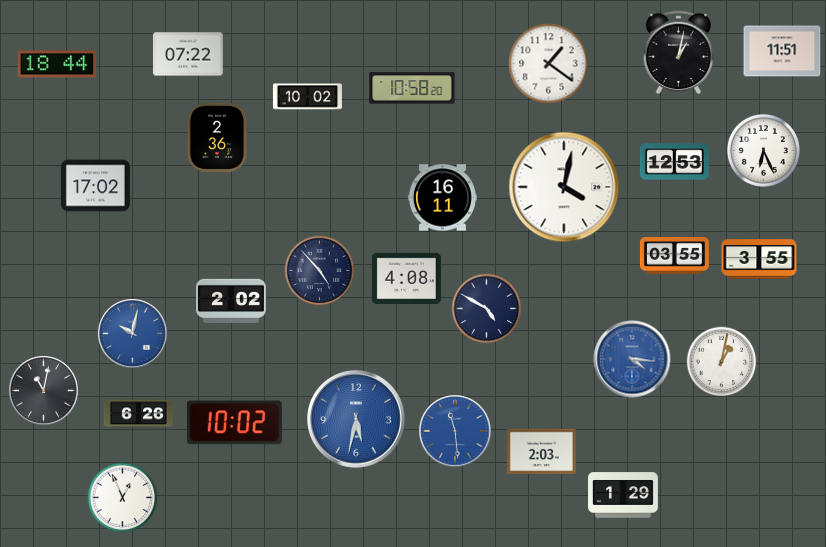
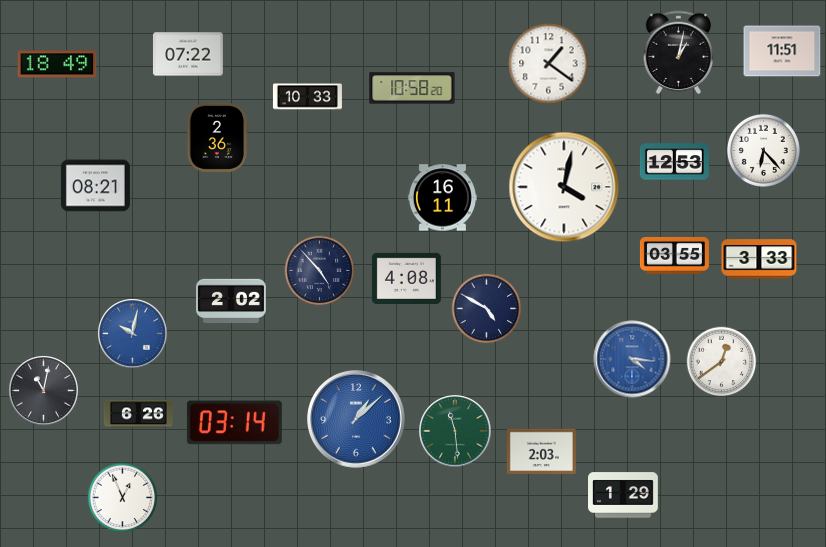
clock at (57, 64): 18:44 -> 18:49
clock at (307, 97): 10:02 -> 10:33
clock at (763, 150): 6:26 -> 6:23
clock at (95, 186): 17:02 -> 08:21
clock at (759, 259): 3:55 -> 3:33
clock at (722, 362): 1:02 -> 12:39
clock at (356, 419): 5:32 -> 1:08
clock at (234, 423): 10:02 -> 03:14
clock at (455, 431) dial: blue -> green
